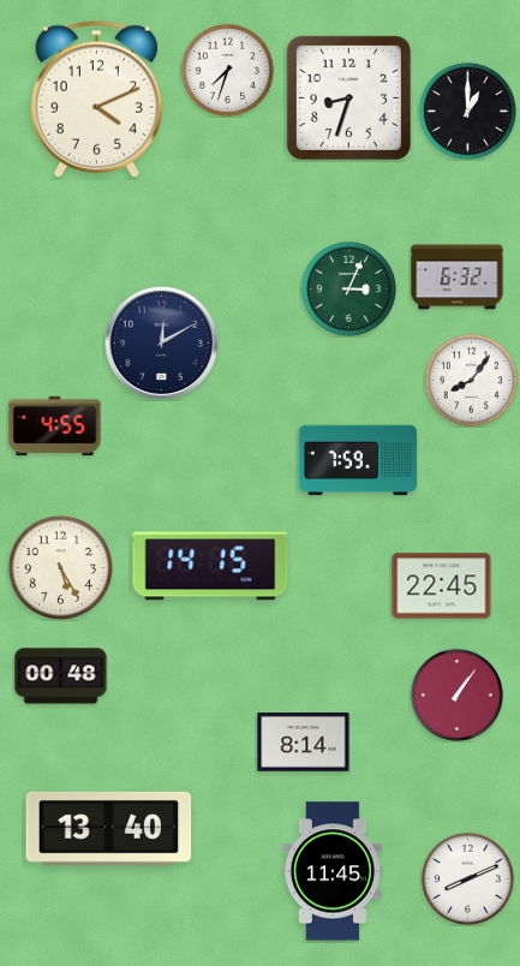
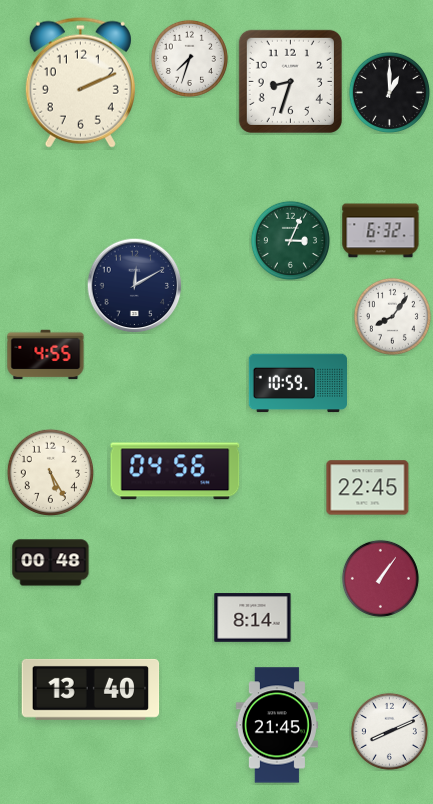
clock at (96, 99): 4:11 -> 2:11
clock at (357, 460): 7:59 -> 10:59
clock at (210, 566): 14:15 -> 04:56
clock at (333, 871): 11:45 -> 21:45
